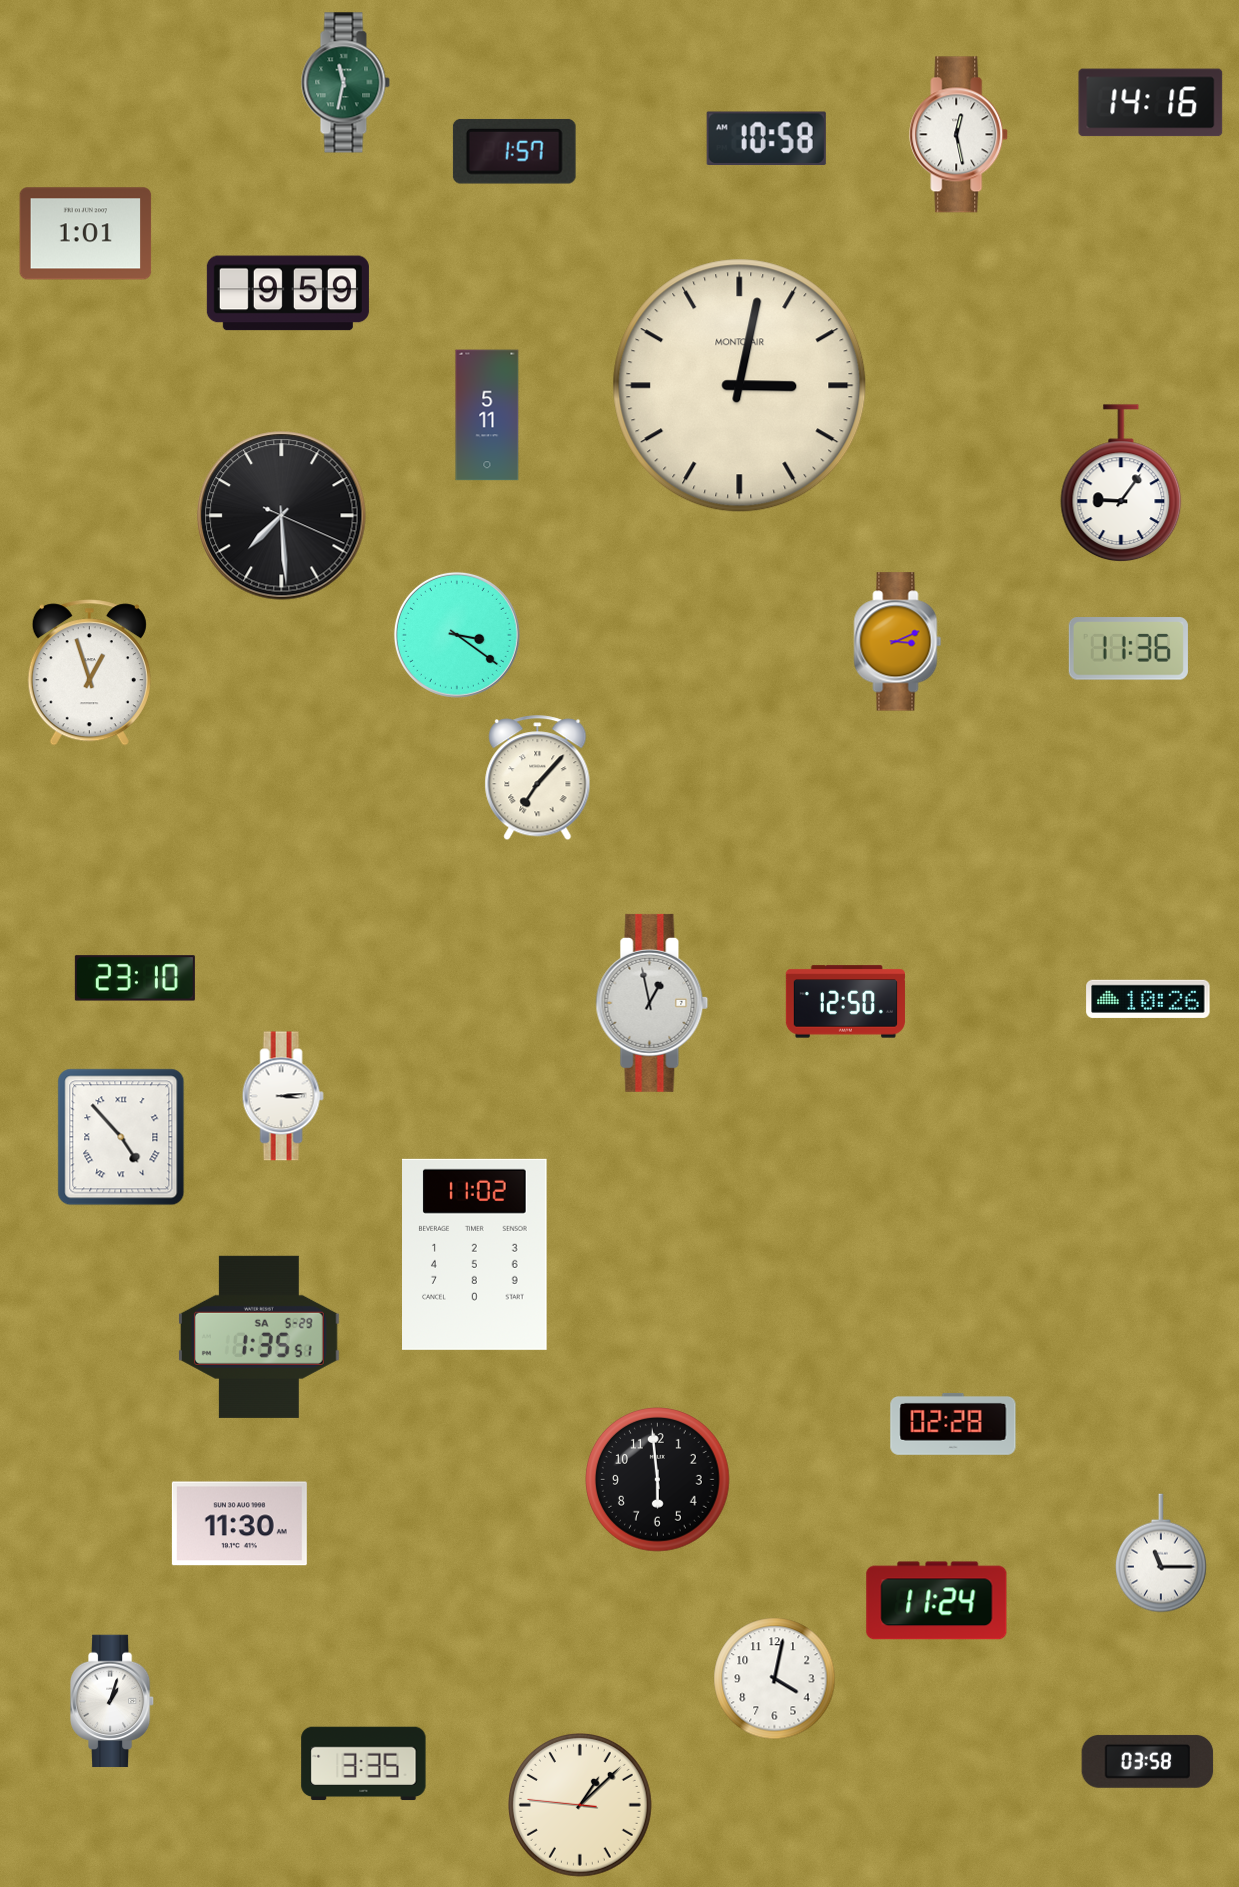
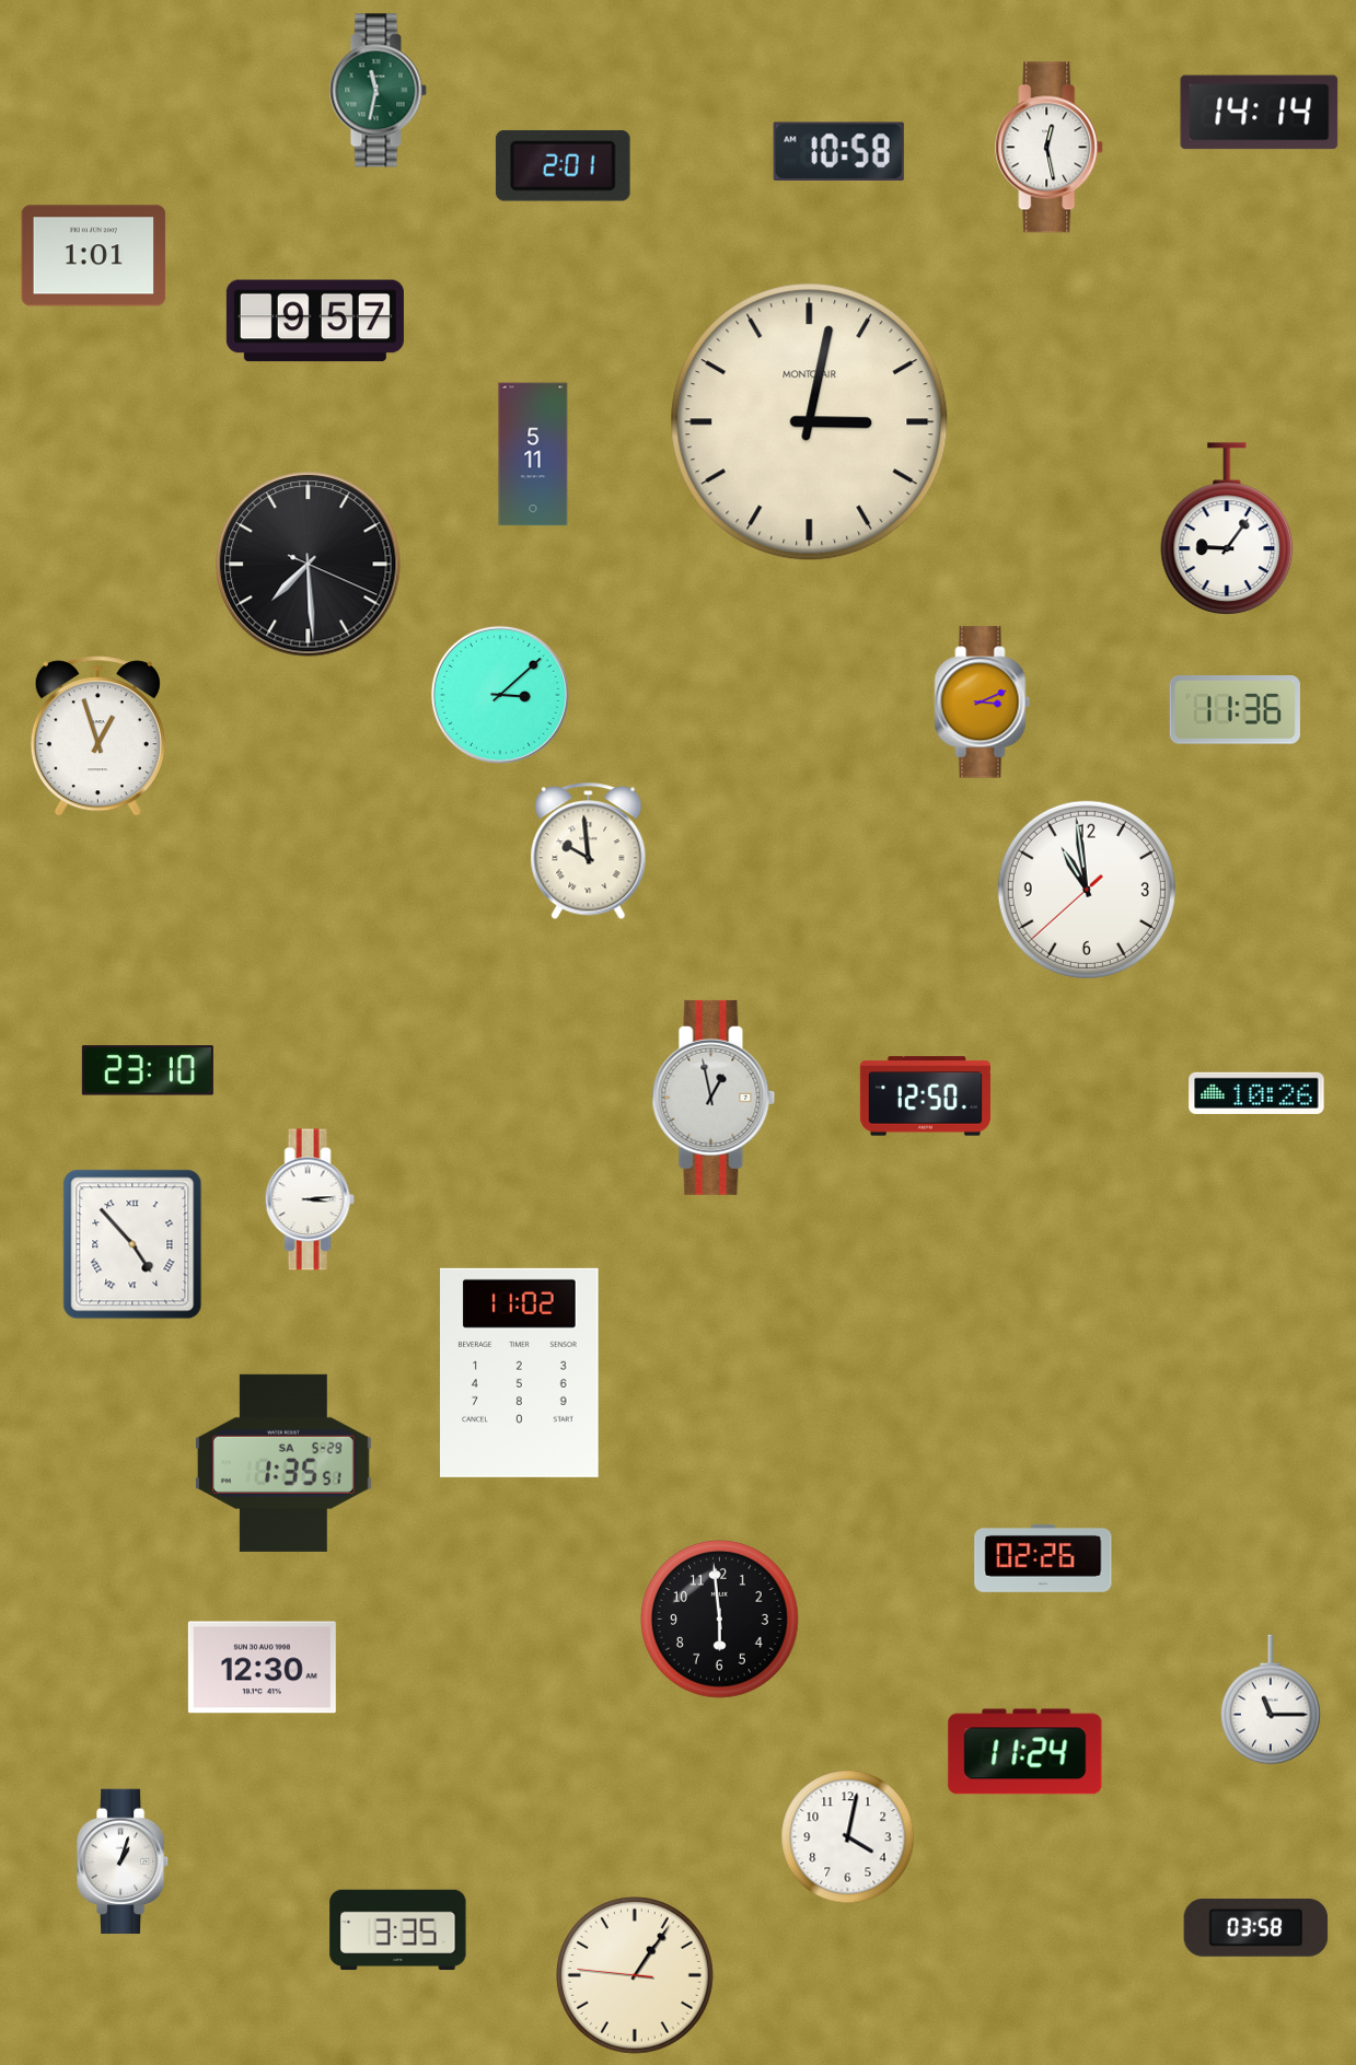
clock at (1151, 103): 14:16 -> 14:14
clock at (514, 151): 1:57 -> 2:01
clock at (288, 293): 9:59 -> 9:57
clock at (457, 635): 3:21 -> 3:08
clock at (538, 778): 7:07 -> 9:59
clock at (1087, 890): none -> 10:58
clock at (953, 1424): 02:28 -> 02:26
clock at (239, 1524): 11:30 -> 12:30
clock at (581, 1806): 1:07 -> 1:05
